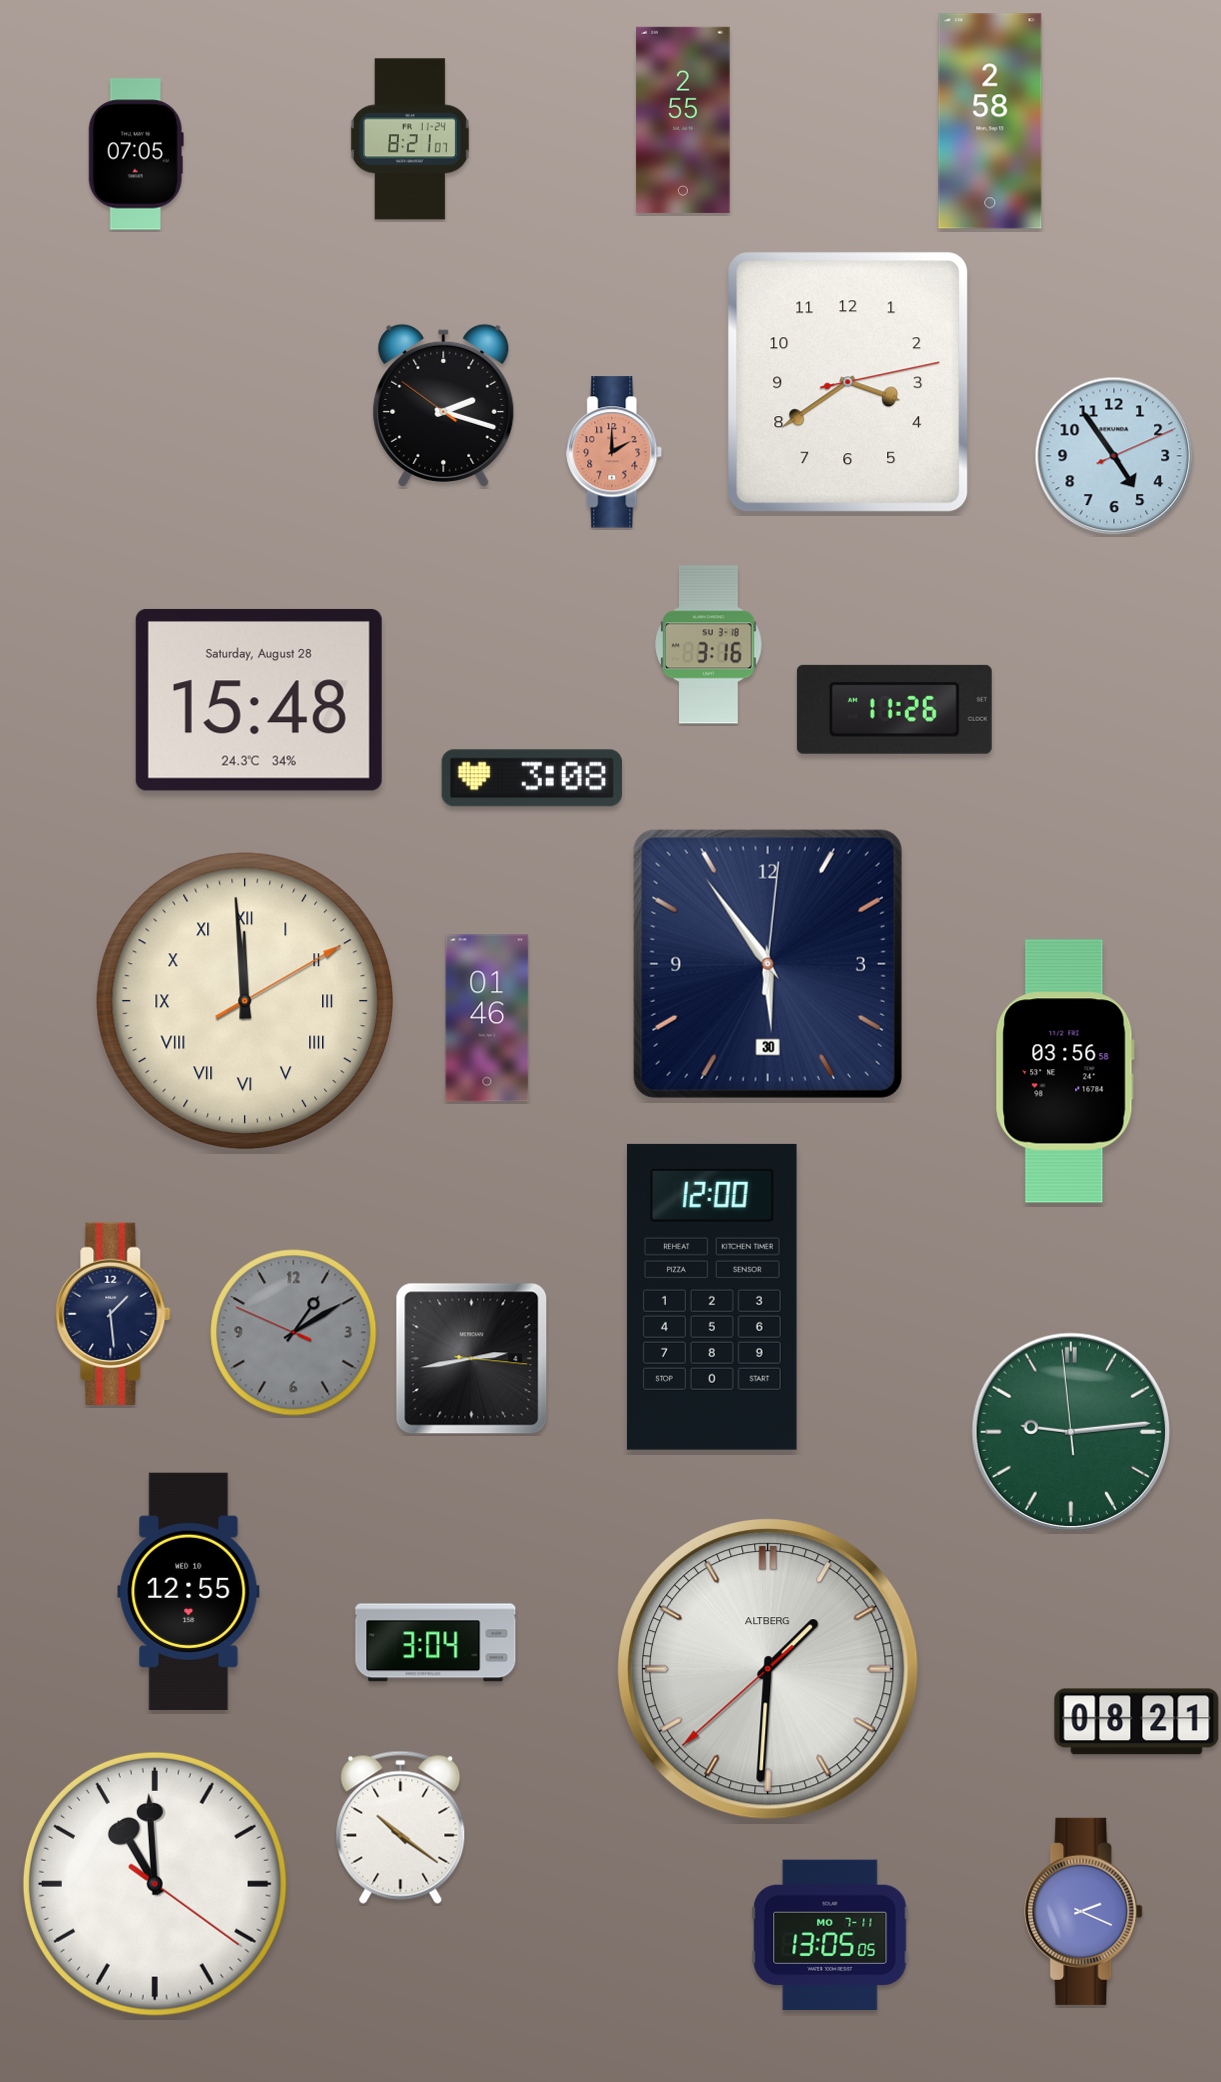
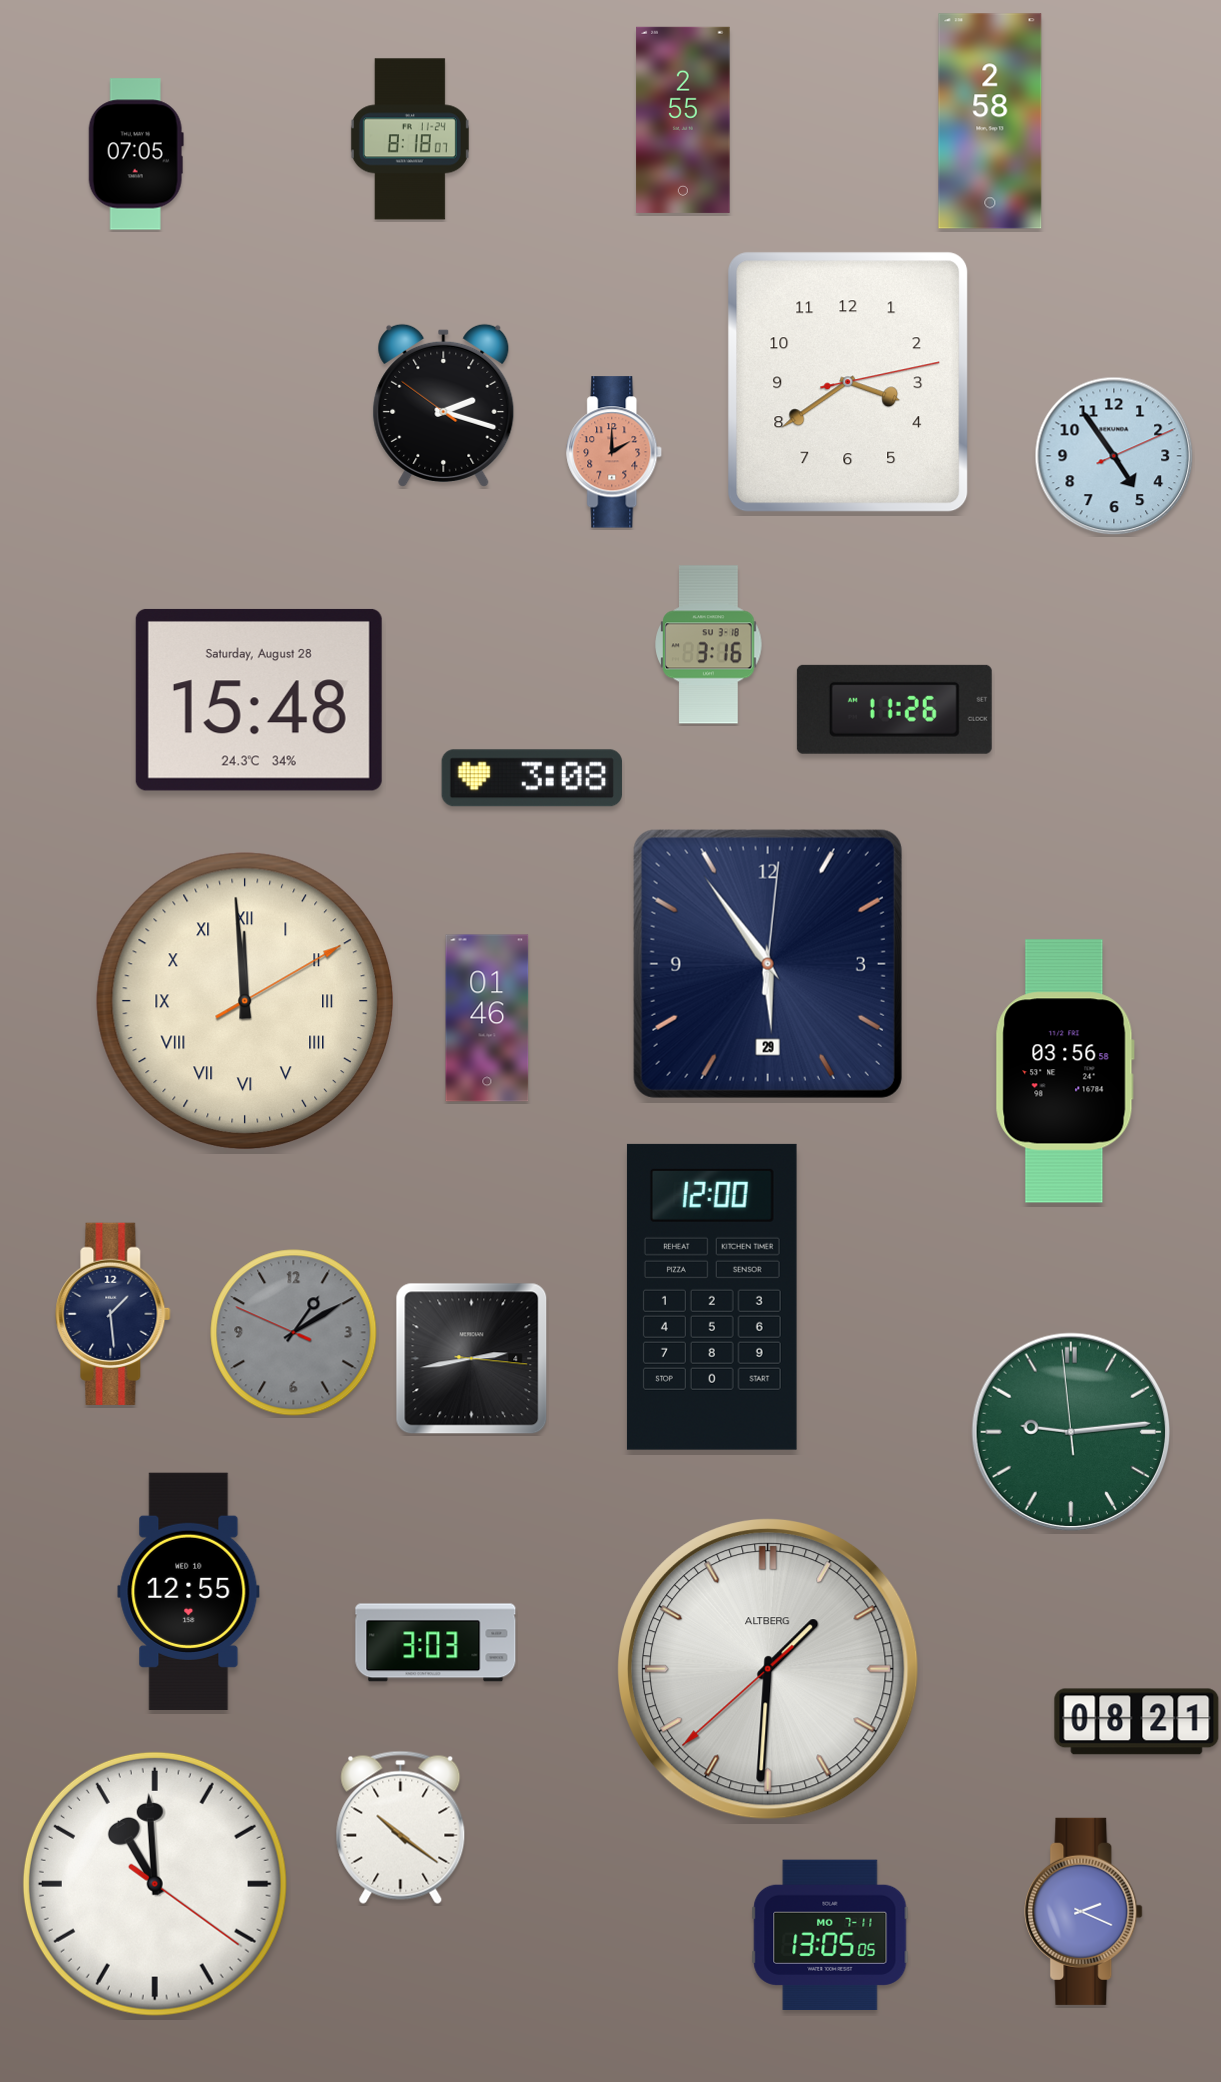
clock at (410, 139): 8:21 -> 8:18
clock at (768, 964) date: 30 -> 29
clock at (436, 1643): 3:04 -> 3:03
